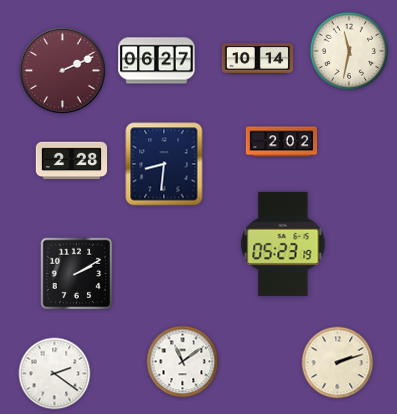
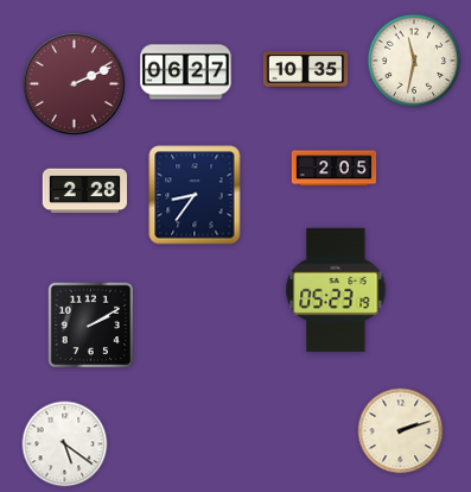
clock at (258, 59): 10:14 -> 10:35
clock at (282, 142): 2:02 -> 2:05
clock at (164, 164): 8:31 -> 8:36
clock at (183, 362): 11:09 -> none
clock at (55, 374): 2:21 -> 5:21
